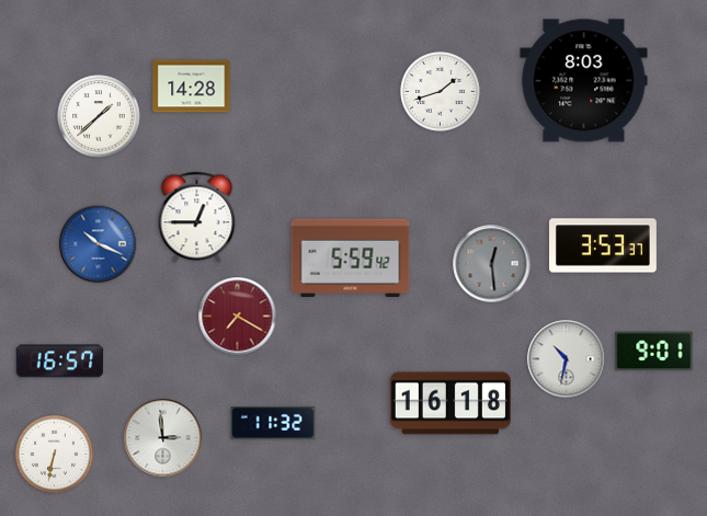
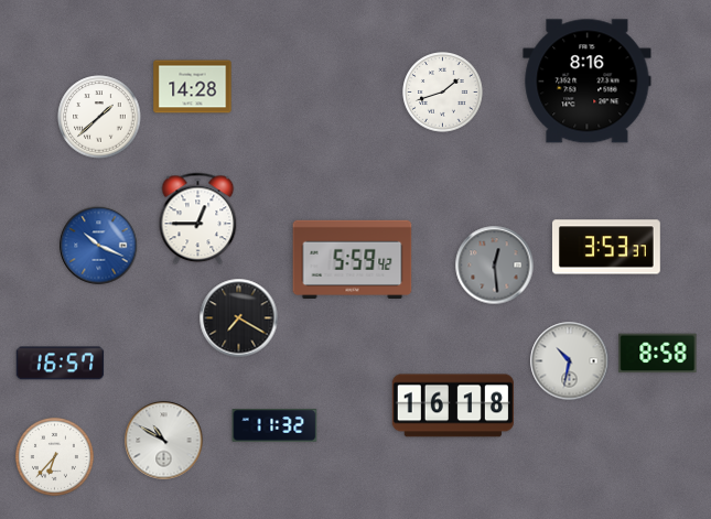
clock at (584, 81): 8:03 -> 8:16
clock at (238, 317) dial: burgundy -> black
clock at (654, 352): 9:01 -> 8:58
clock at (163, 438): 2:59 -> 10:50
clock at (54, 454): 6:32 -> 6:37
